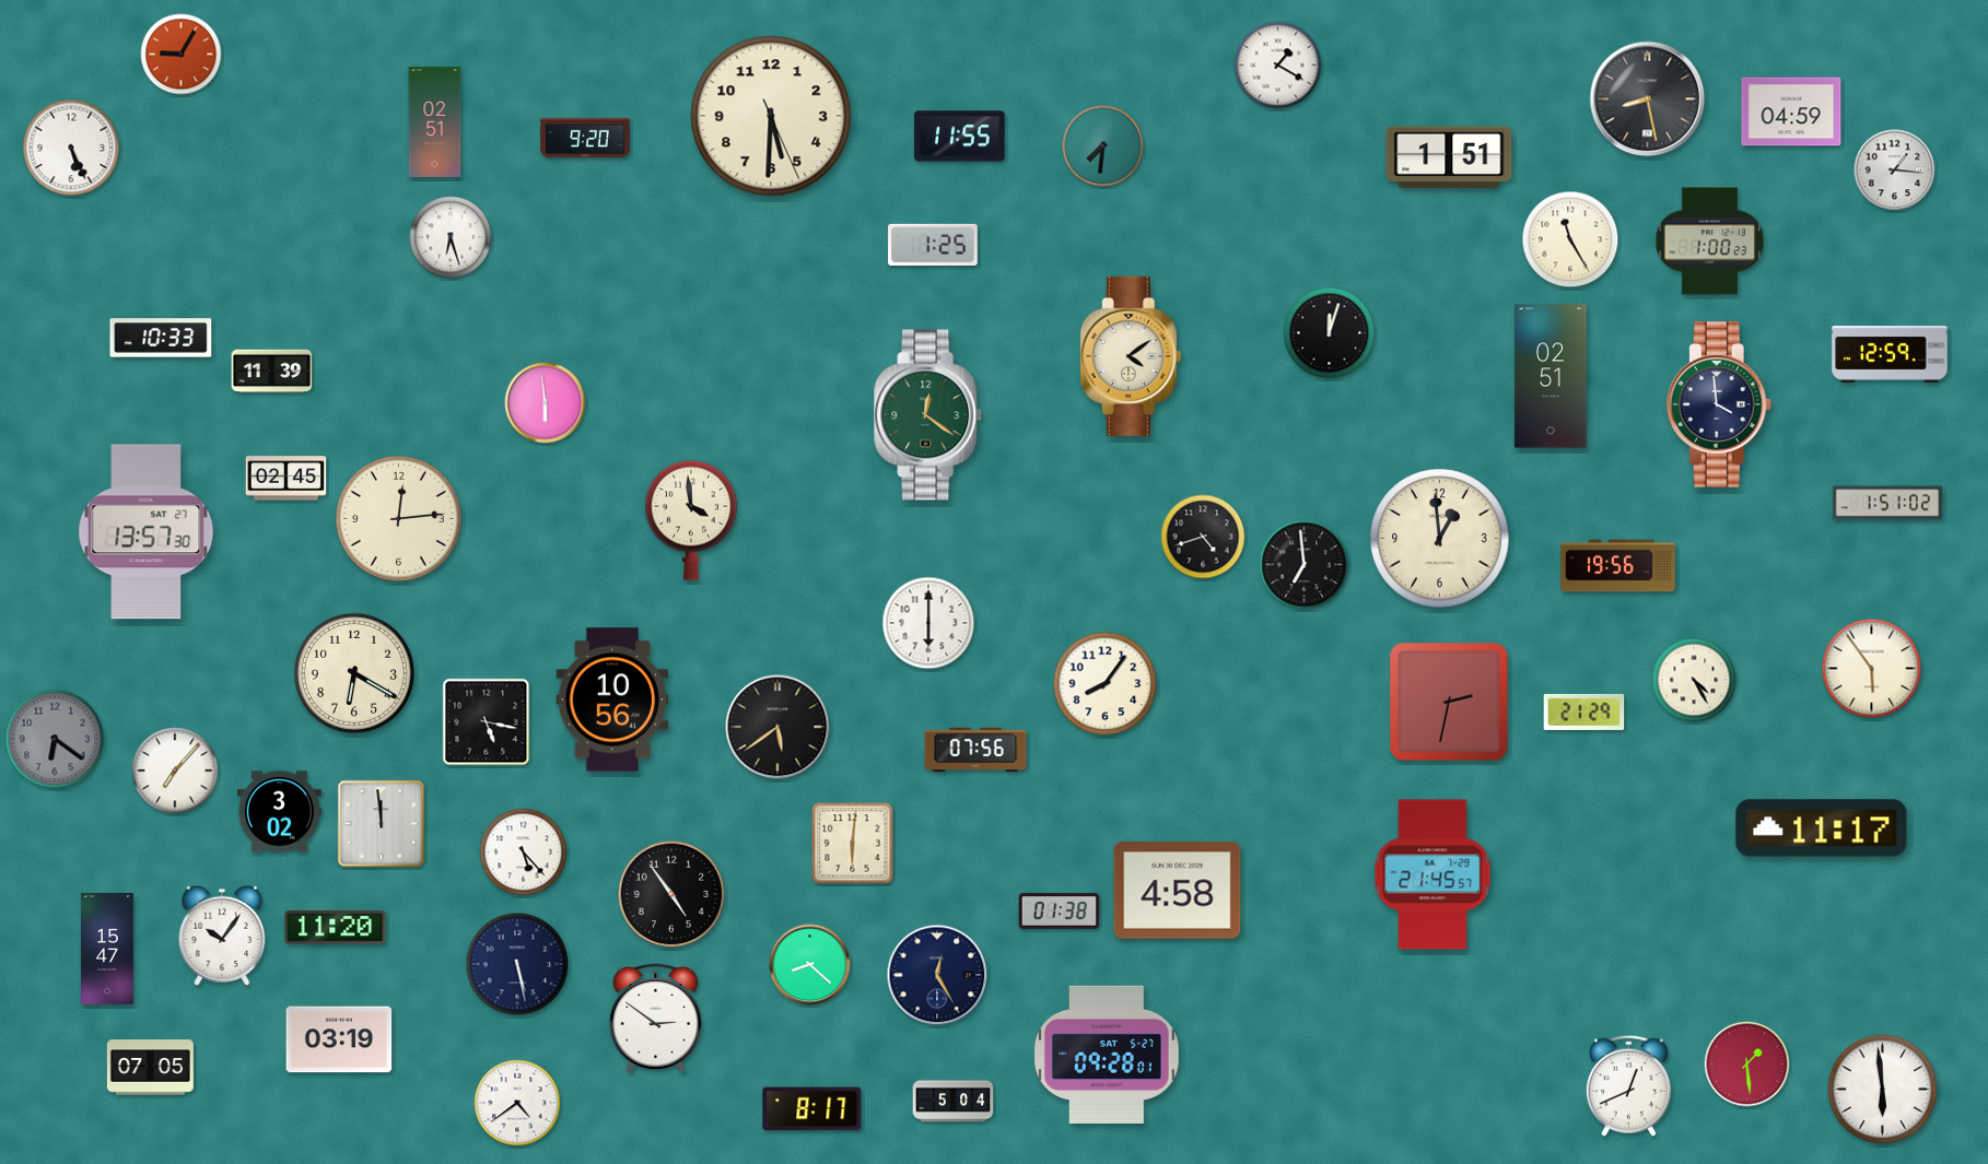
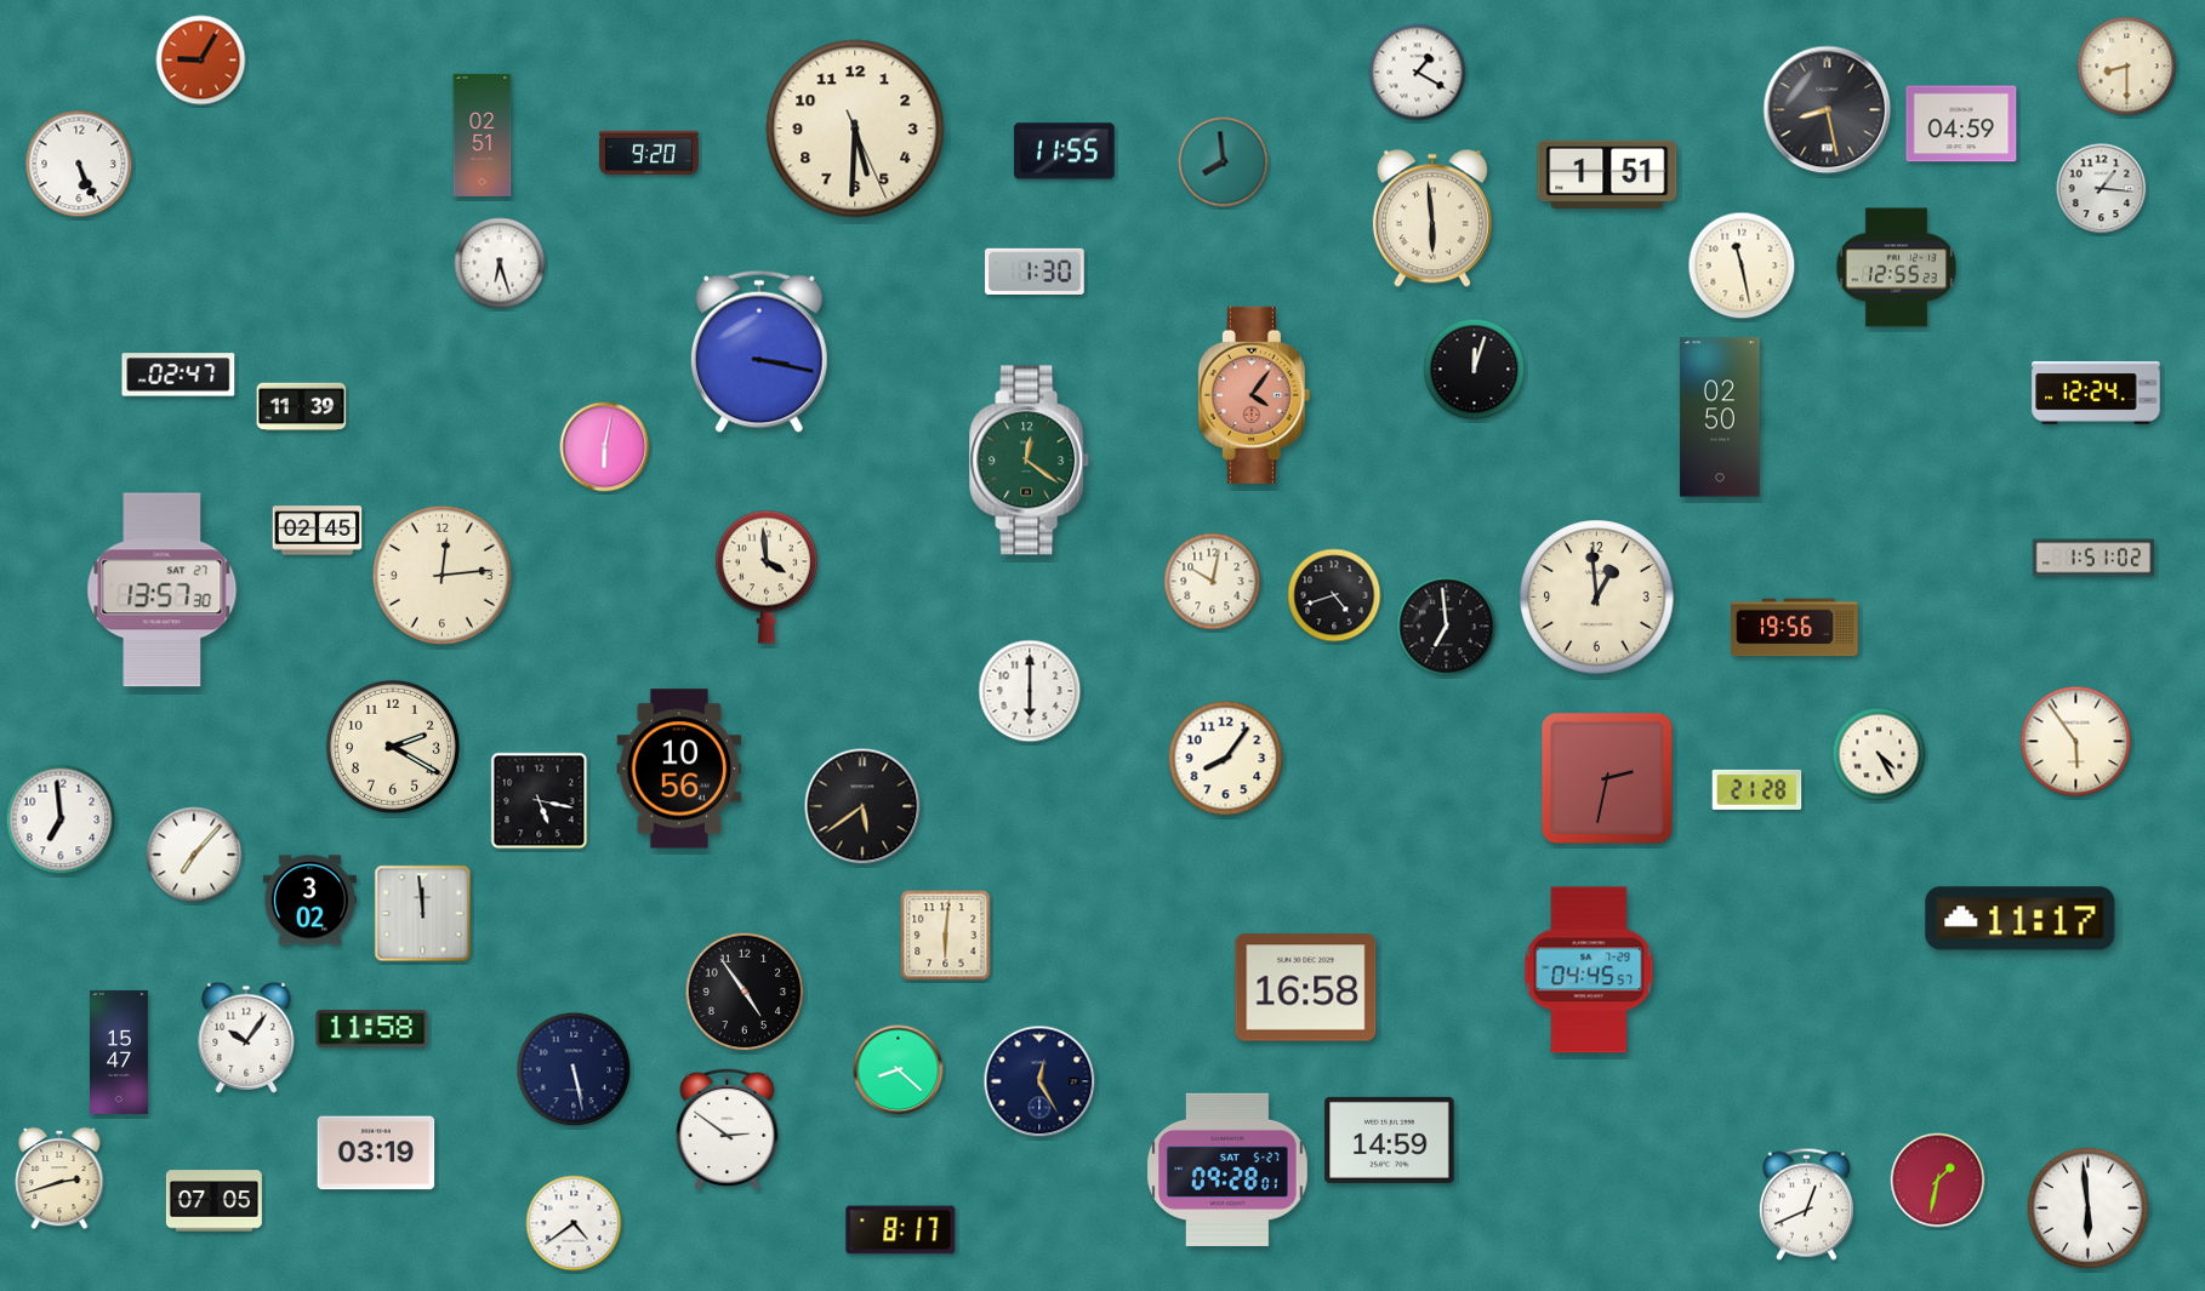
clock at (2127, 67): none -> 8:30
clock at (1791, 111) position: (1791, 111) -> (1961, 124)
clock at (1103, 146): 7:31 -> 7:59
clock at (1432, 218): none -> 5:59
clock at (1570, 239): 11:25 -> 11:28
clock at (1709, 242): 1:00 -> 12:55
clock at (933, 244): 1:25 -> 1:30
clock at (759, 352): none -> 3:17
clock at (161, 338): 10:33 -> 02:47
clock at (1890, 355): 12:59 -> 12:24
clock at (1131, 356): 4:09 -> 4:06
clock at (1131, 356) dial: cream -> salmon
clock at (272, 372) position: (272, 372) -> (302, 407)
clock at (1551, 376): 02:51 -> 02:50
clock at (546, 403): 5:59 -> 6:02
clock at (1719, 404): 3:59 -> none
clock at (1213, 582): none -> 10:02
clock at (354, 673): 6:20 -> 2:20
clock at (612, 699) position: (612, 699) -> (679, 769)
clock at (1584, 712): 21:29 -> 21:28
clock at (55, 739): 6:21 -> 6:59
clock at (55, 739) dial: grey -> white
clock at (975, 750): 07:56 -> none
clock at (524, 853): 5:23 -> none
clock at (1432, 874): 21:45 -> 04:45
clock at (1178, 891): 4:58 -> 16:58
clock at (1060, 912): 01:38 -> none
clock at (336, 928): 11:20 -> 11:58
clock at (1390, 1139): none -> 14:59
clock at (59, 1178): none -> 2:42
clock at (1747, 1065): 1:29 -> 1:32
clock at (150, 1068) position: (150, 1068) -> (213, 1201)
clock at (954, 1102): 5:04 -> none
